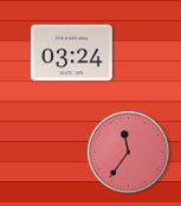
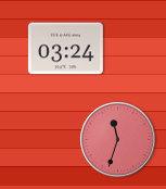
clock at (129, 153): 11:36 -> 11:33
